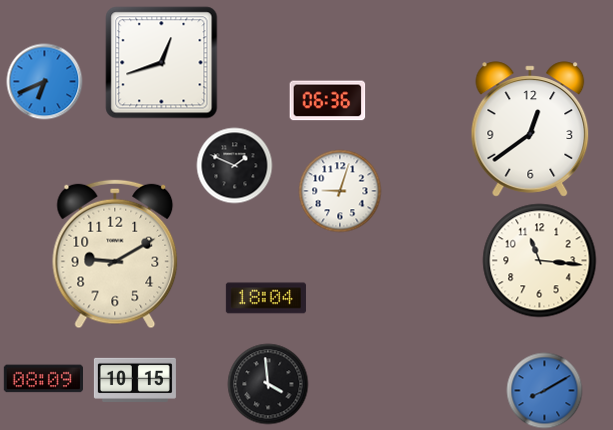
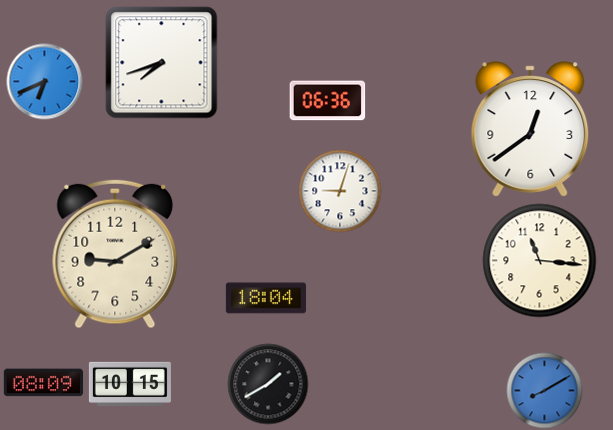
clock at (162, 63): 12:42 -> 7:42
clock at (235, 166): 1:49 -> none
clock at (43, 379) position: (43, 379) -> (43, 383)
clock at (135, 380) position: (135, 380) -> (130, 384)
clock at (268, 384): 3:59 -> 1:40
